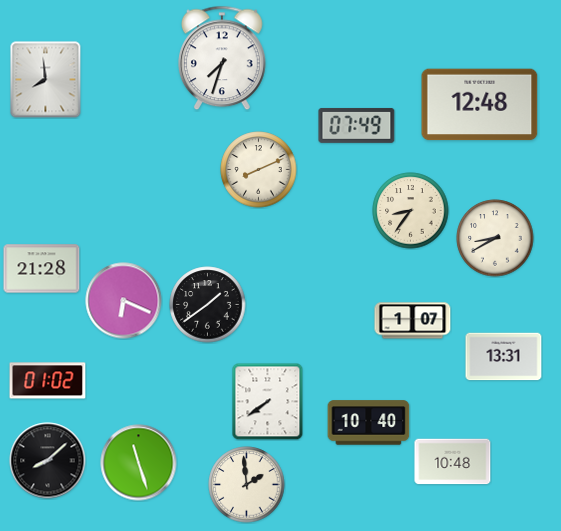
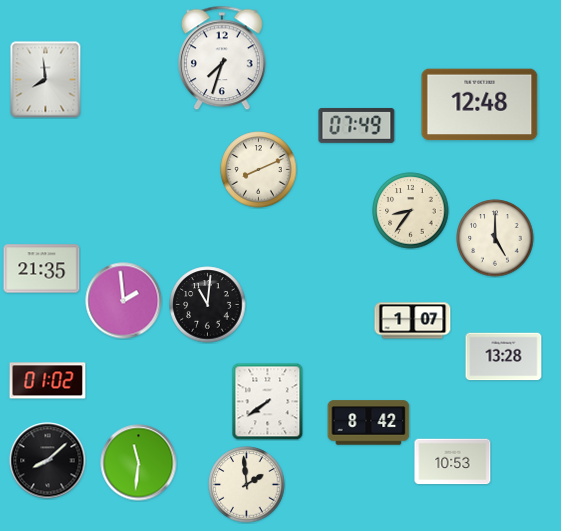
clock at (495, 238): 8:40 -> 5:00
clock at (42, 269): 21:28 -> 21:35
clock at (124, 301): 6:19 -> 1:59
clock at (208, 305): 1:39 -> 11:01
clock at (504, 357): 13:31 -> 13:28
clock at (369, 423): 10:40 -> 8:42
clock at (453, 462): 10:48 -> 10:53
clock at (139, 463): 11:27 -> 11:31
